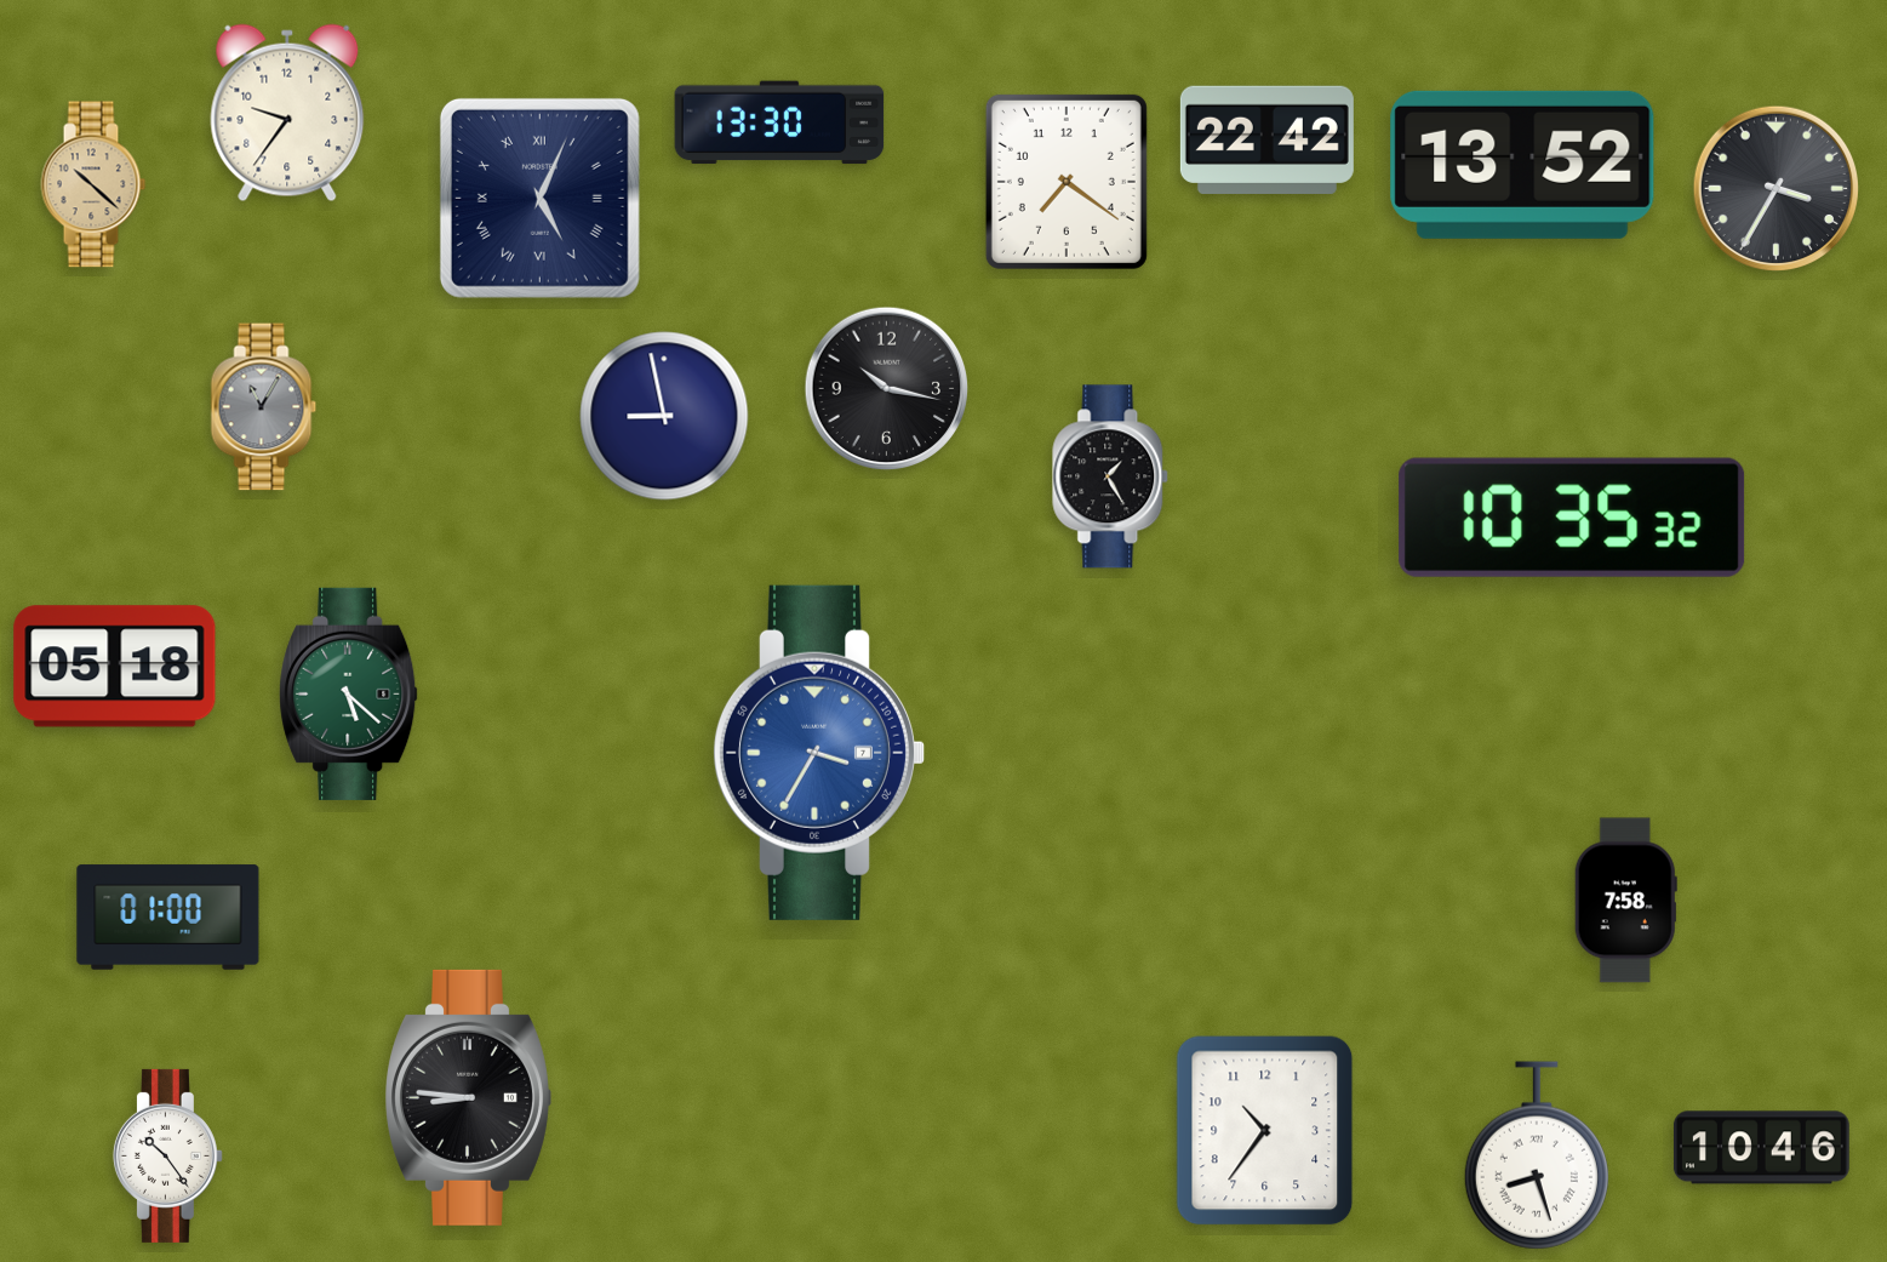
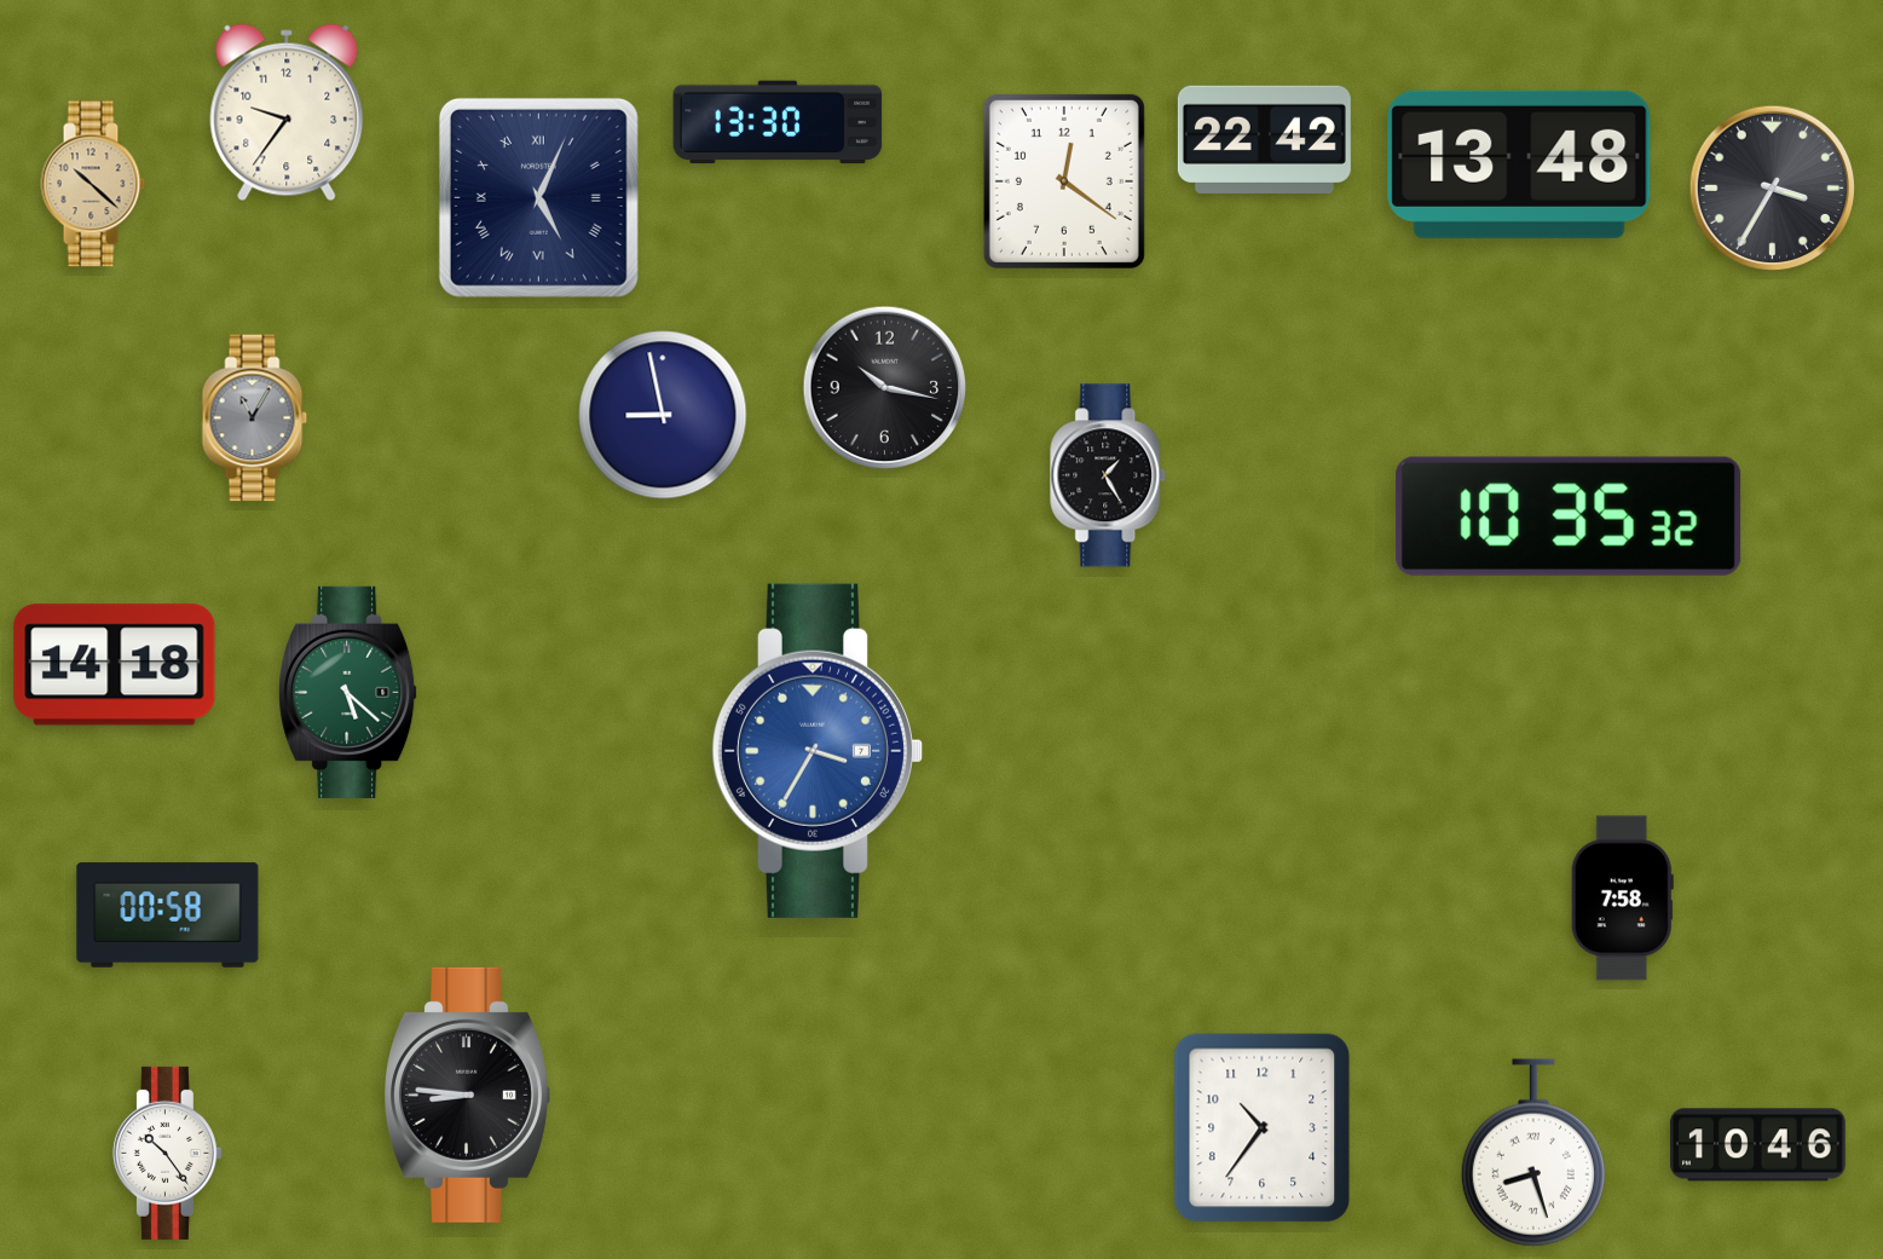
clock at (1522, 165): 13:52 -> 13:48
clock at (1067, 182): 7:21 -> 12:21
clock at (264, 407) position: (264, 407) -> (255, 418)
clock at (115, 667): 05:18 -> 14:18
clock at (168, 918): 01:00 -> 00:58
